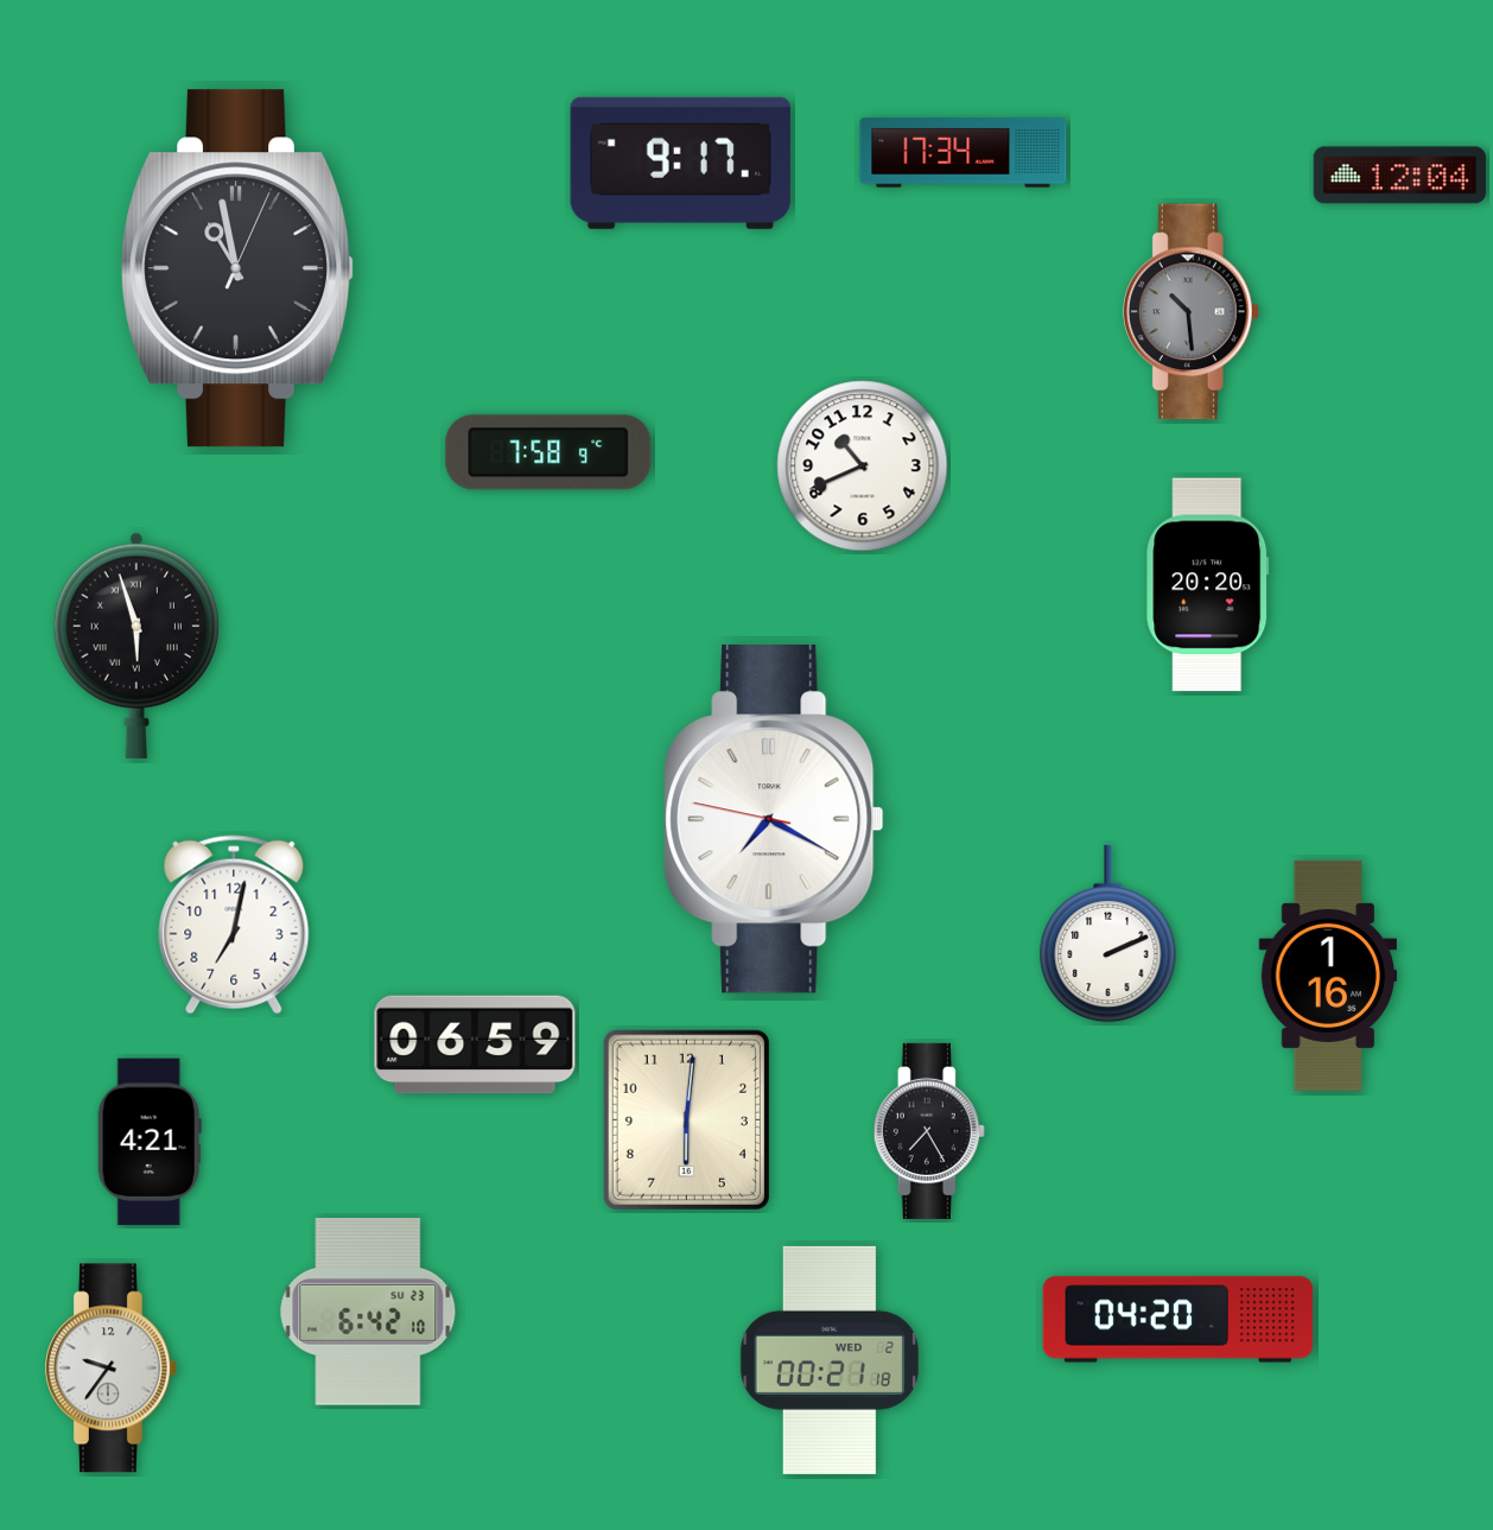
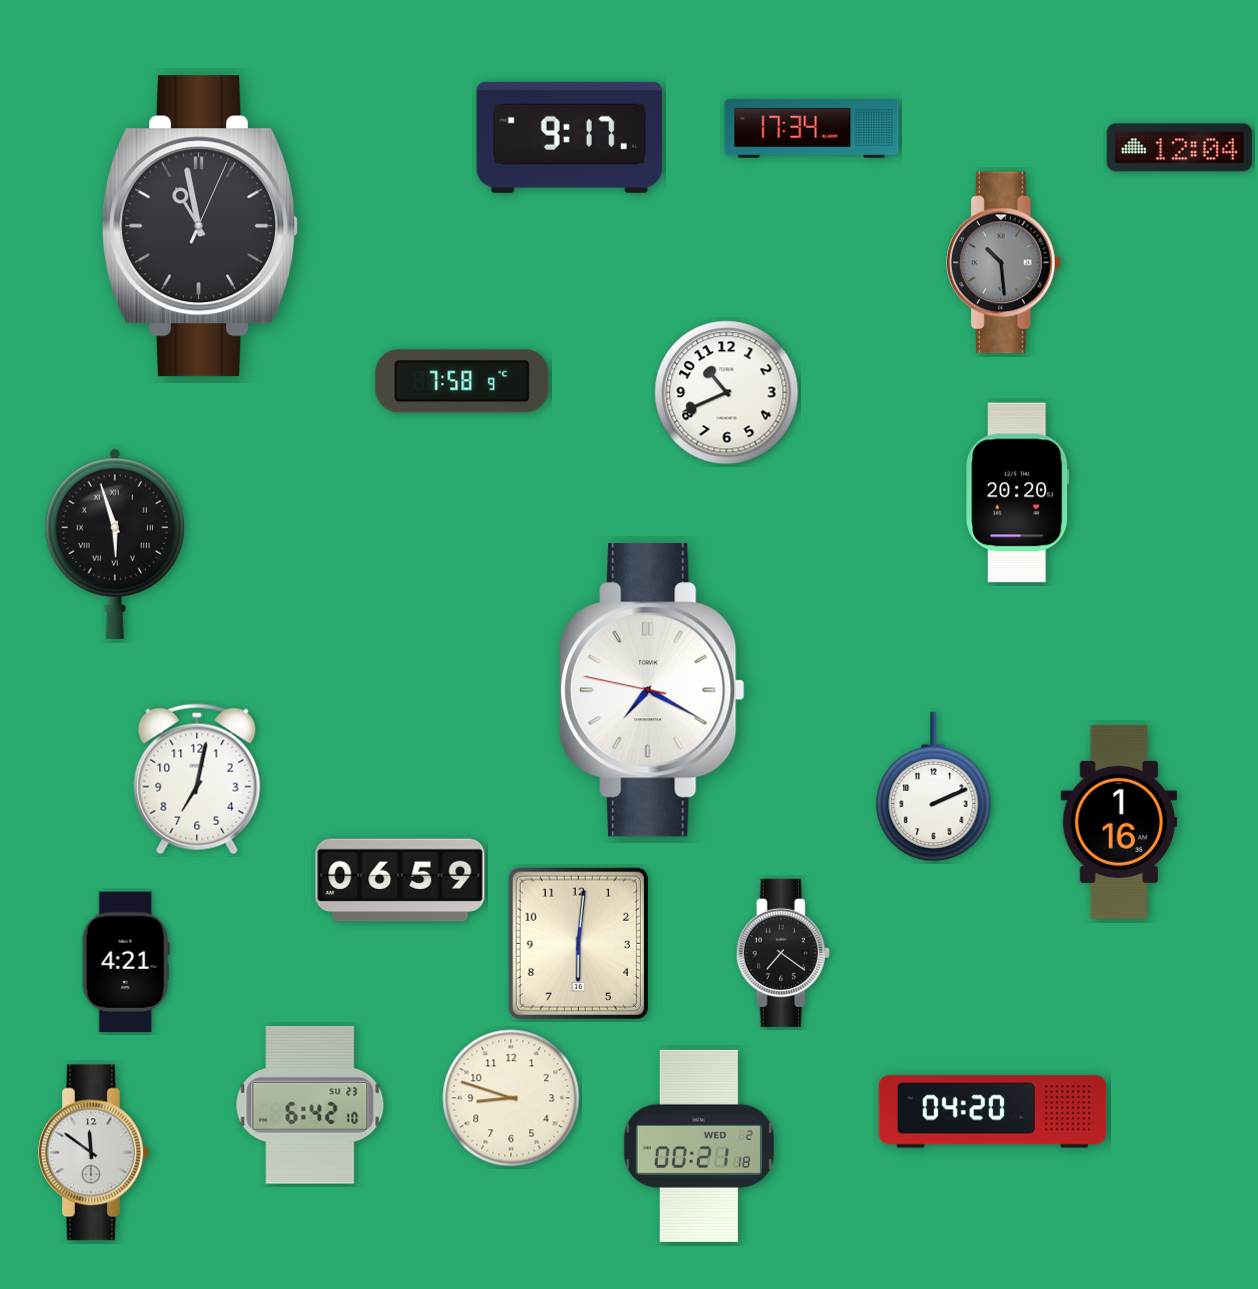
clock at (680, 163) position: (680, 163) -> (569, 137)
clock at (929, 1131): 7:25 -> 7:21
clock at (511, 1098): none -> 8:48
clock at (112, 1369): 9:36 -> 11:51
